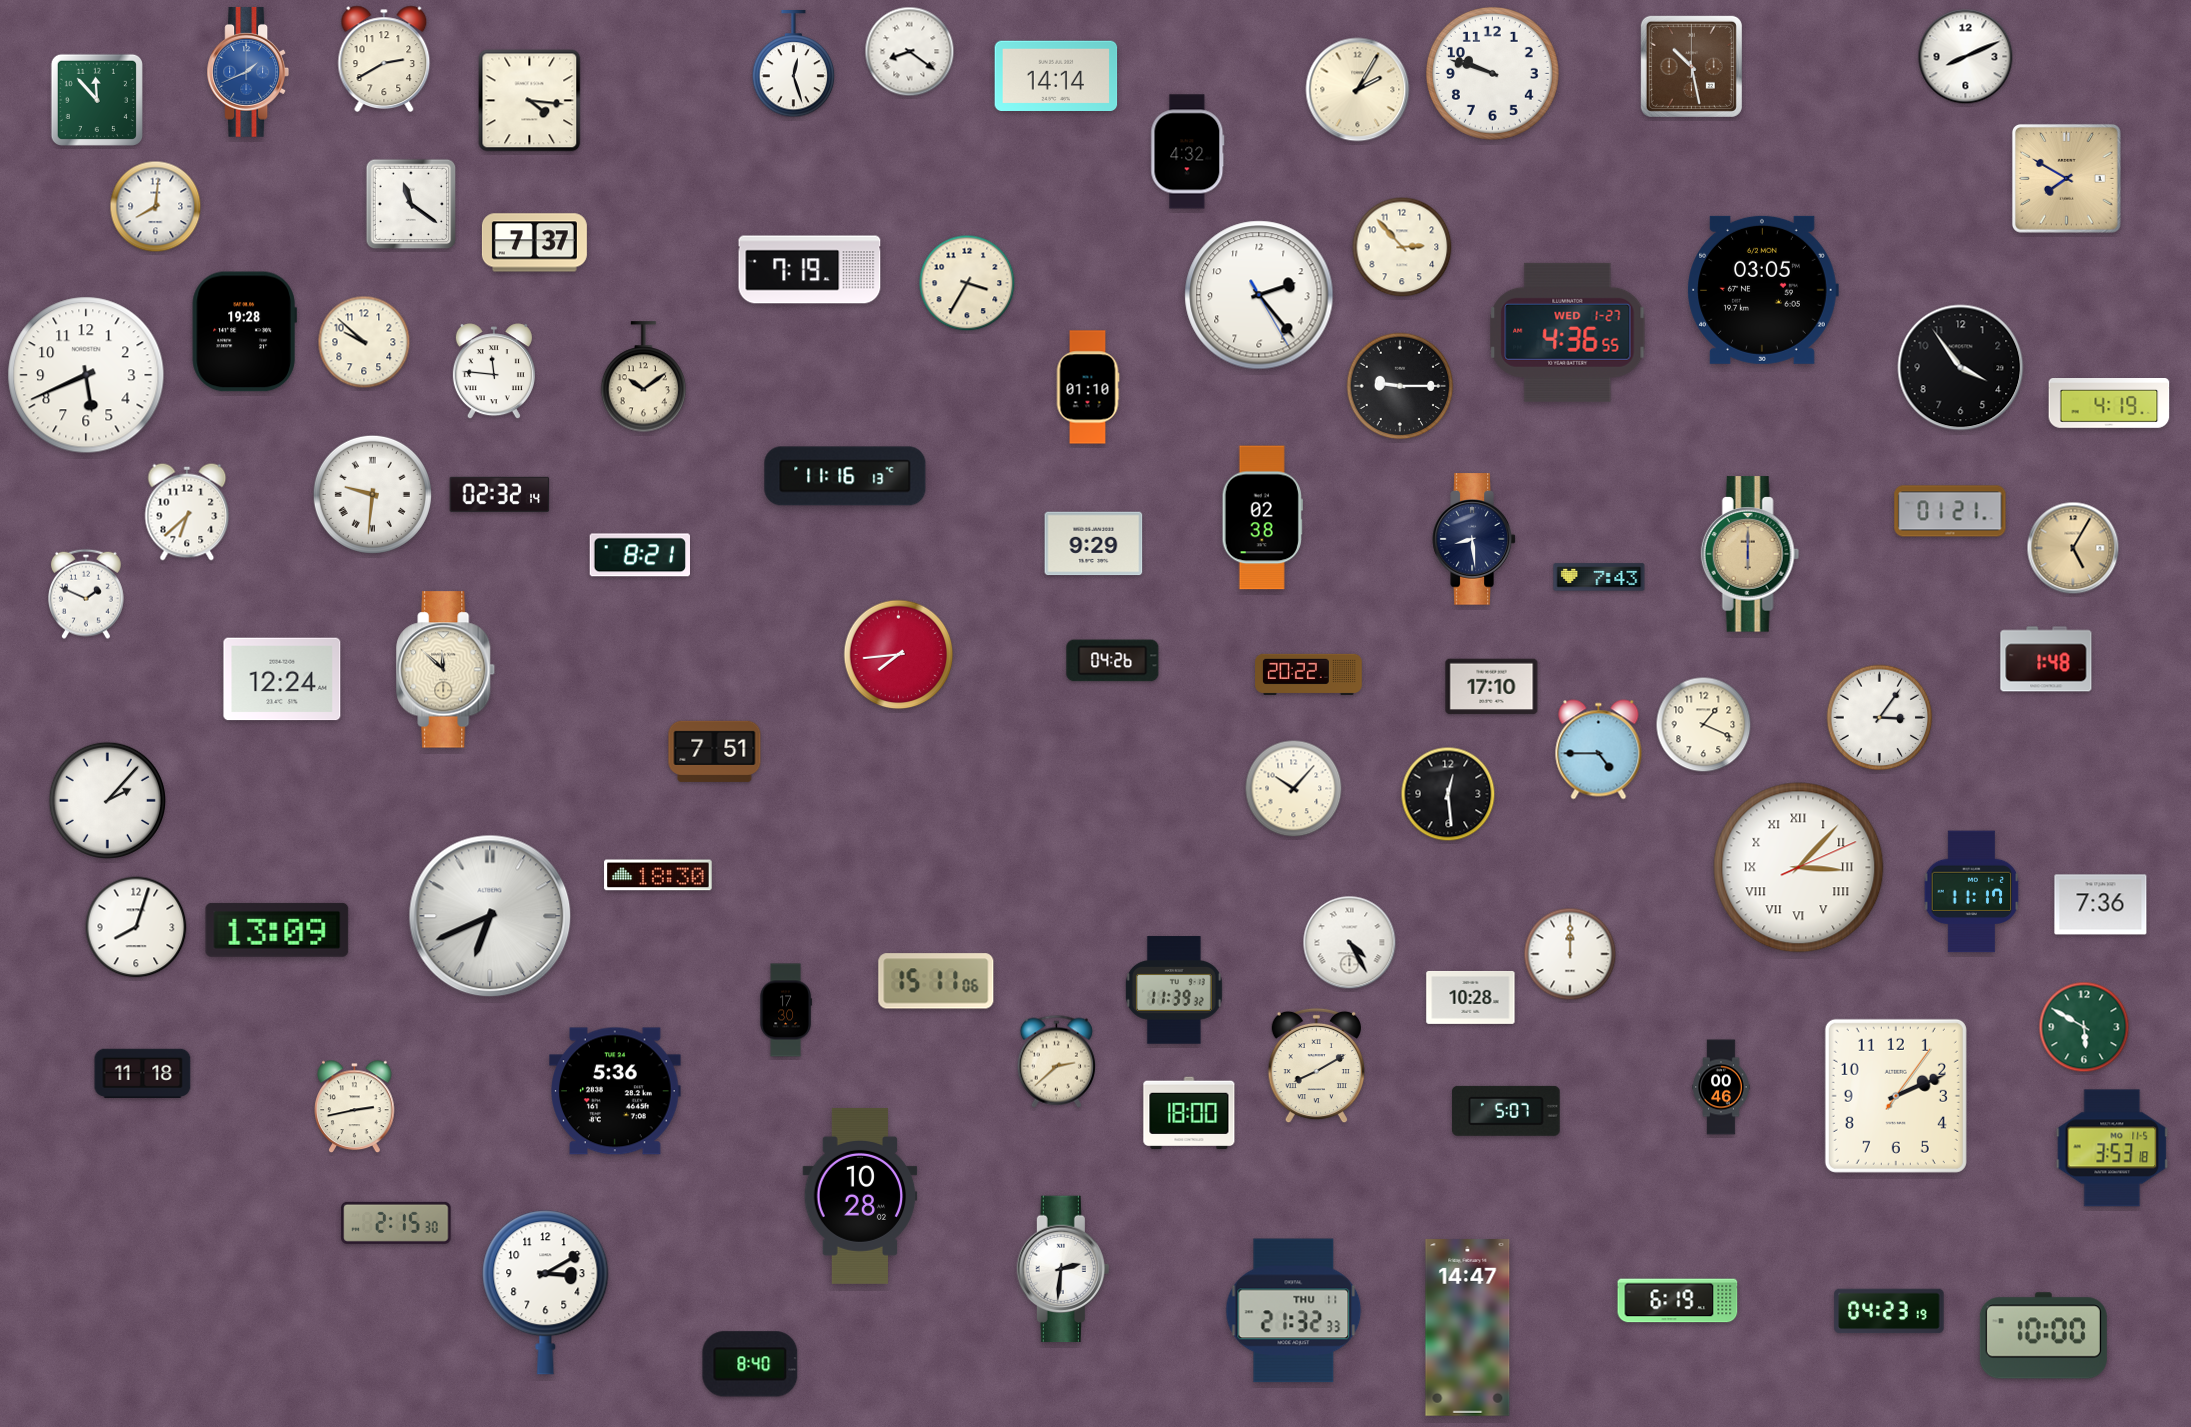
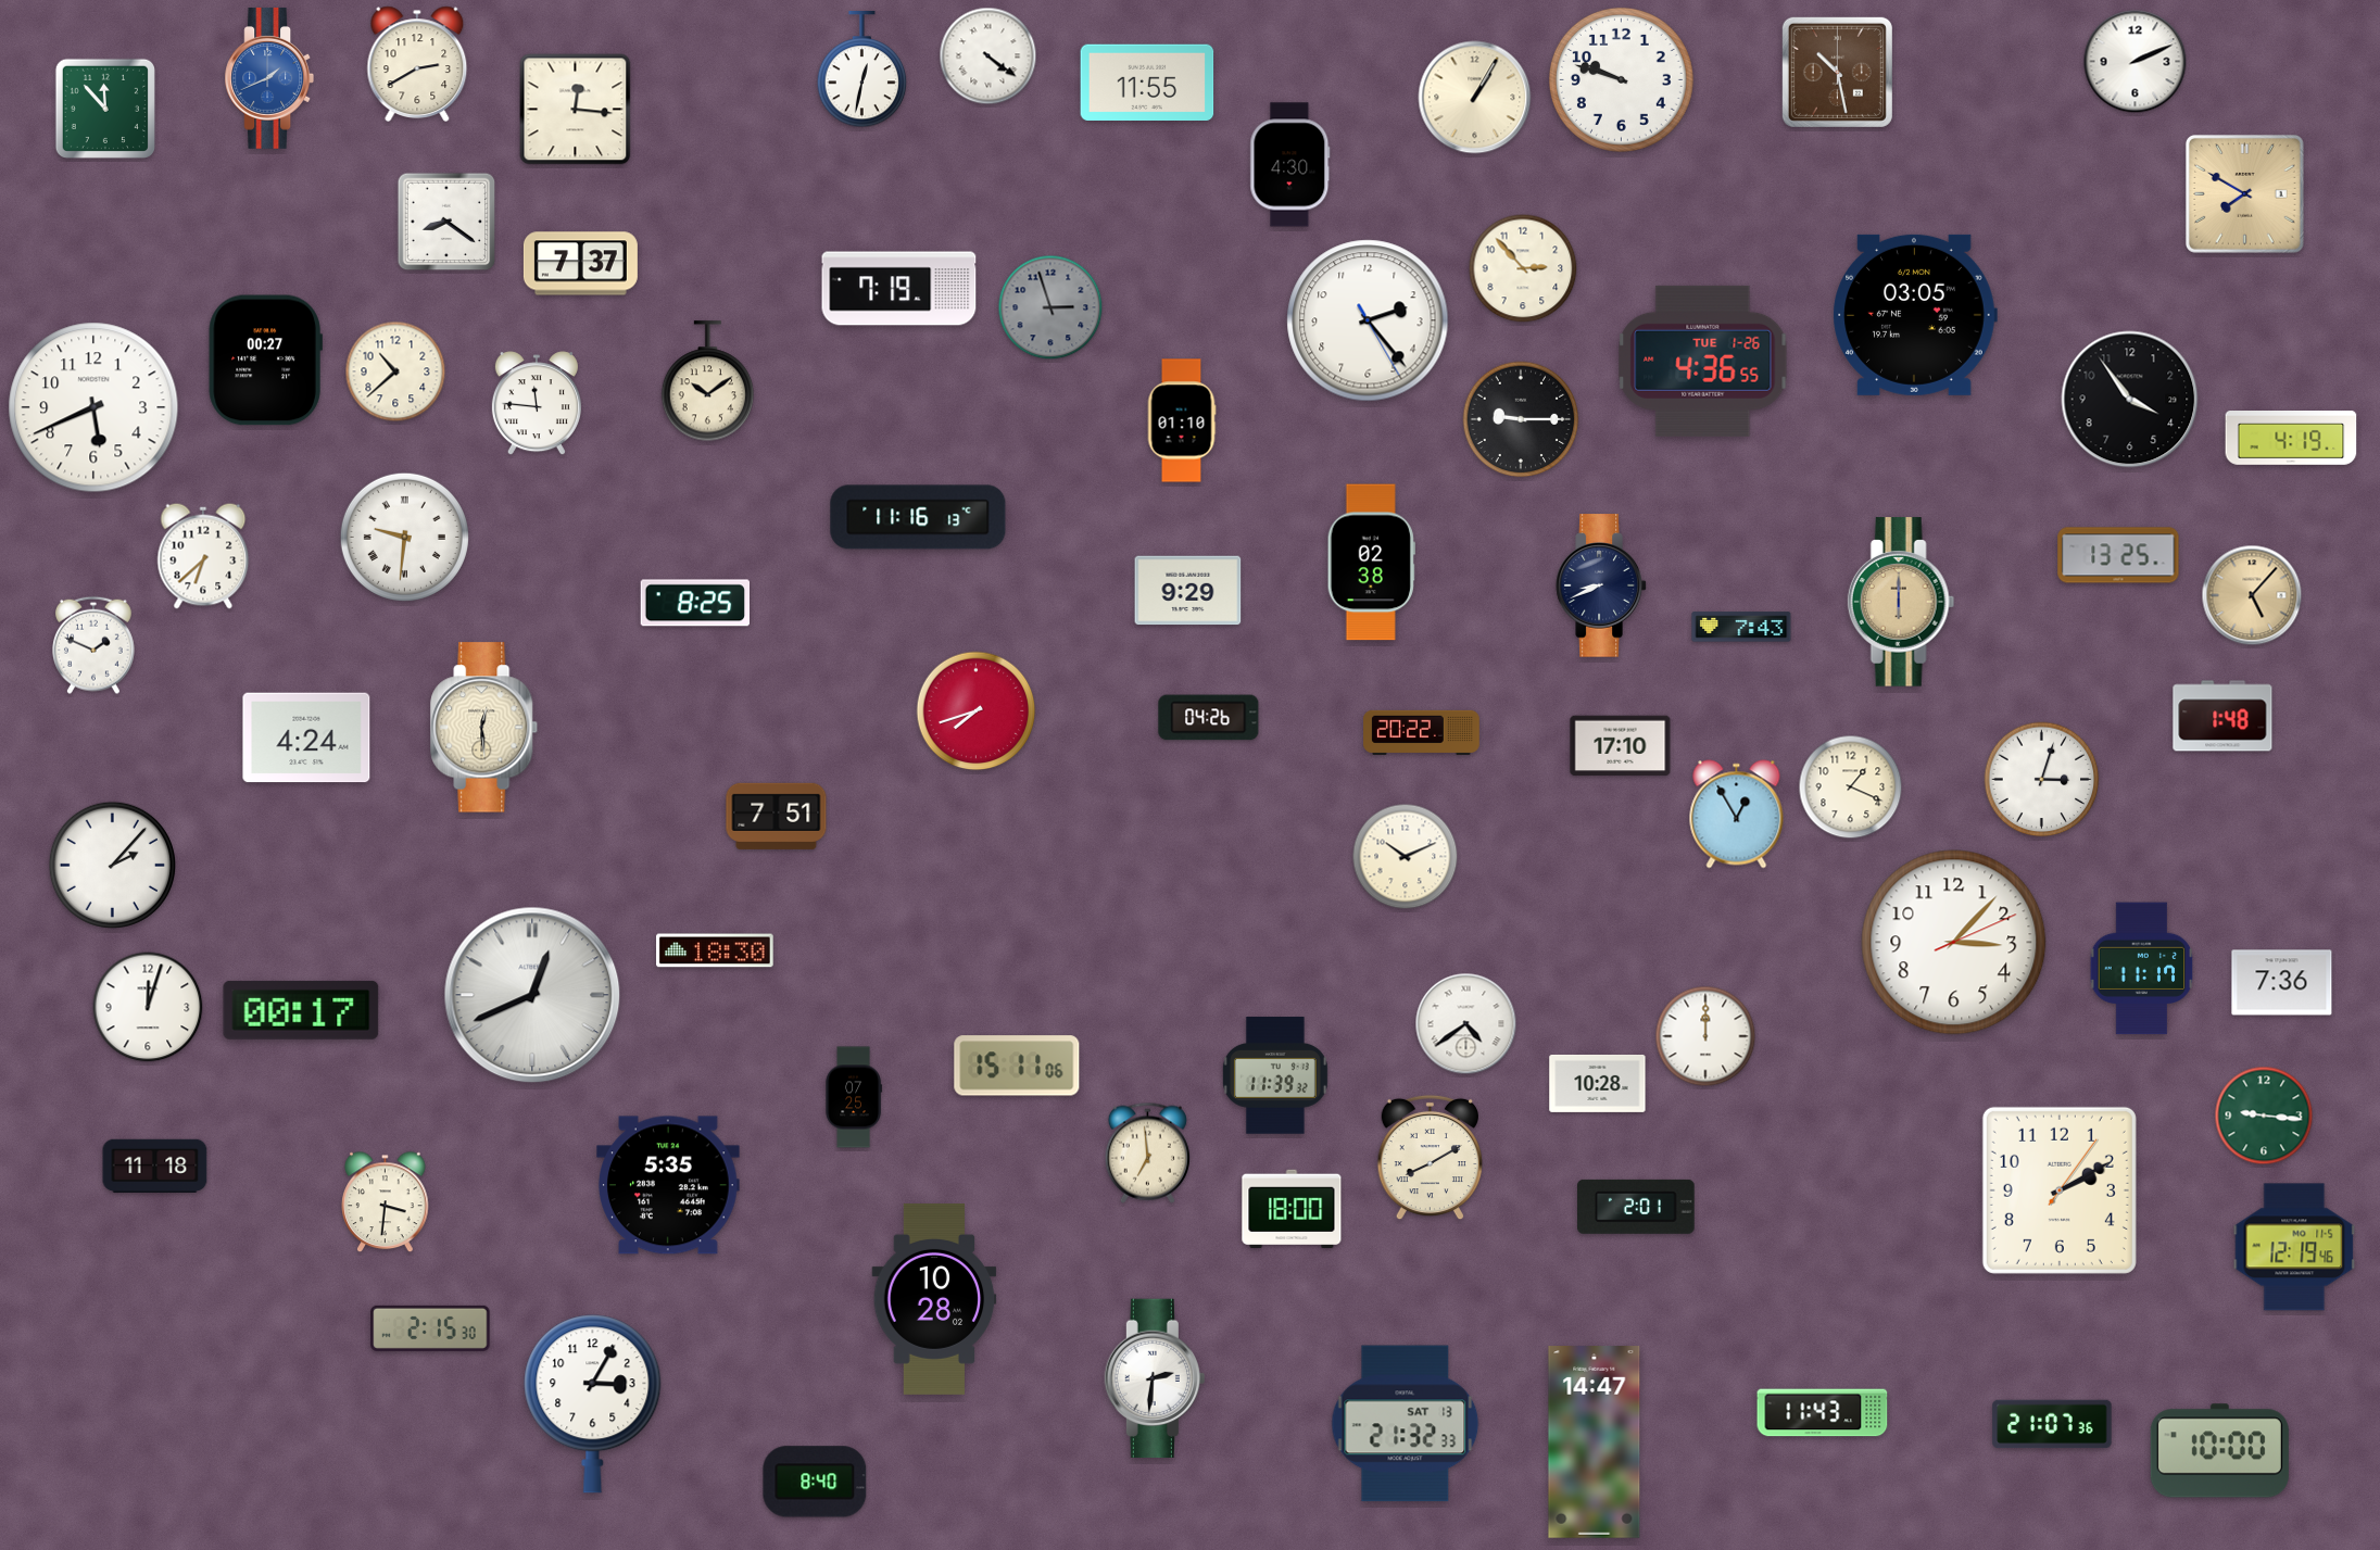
clock at (910, 52): 8:21 -> 4:21
clock at (1966, 57): 8:11 -> 2:11
clock at (794, 65): 12:27 -> 12:32
clock at (1056, 76): 14:14 -> 11:55
clock at (1358, 90): 2:05 -> 1:05
clock at (530, 101): 4:16 -> 12:16
clock at (1188, 152): 4:32 -> 4:30
clock at (411, 204): 11:21 -> 8:21
clock at (156, 207): 8:01 -> none
clock at (810, 270) position: (810, 270) -> (899, 289)
clock at (967, 283): 3:35 -> 2:57
clock at (967, 283) dial: cream -> grey
clock at (244, 332): 19:28 -> 00:27
clock at (1568, 332) date: WED 1-27 -> TUE 1-26
clock at (364, 342): 9:52 -> 10:38
clock at (643, 377) position: (643, 377) -> (707, 381)
clock at (500, 494): 02:32 -> none
clock at (1950, 511): 01:21 -> 13:25
clock at (1474, 539): 8:29 -> 8:41
clock at (2073, 548): 5:05 -> 5:07
clock at (640, 555): 8:21 -> 8:25
clock at (1599, 577) position: (1599, 577) -> (1741, 627)
clock at (899, 655): 7:44 -> 7:42
clock at (446, 670): 11:52 -> 12:29
clock at (282, 679): 12:24 -> 4:24
clock at (1880, 718): 3:06 -> 3:03
clock at (1599, 750): 4:45 -> 12:55
clock at (1294, 789): 10:07 -> 10:11
clock at (1448, 794): 12:29 -> none
clock at (107, 800) position: (107, 800) -> (112, 865)
clock at (1799, 868) numerals: Roman -> Arabic
clock at (490, 916): 6:41 -> 12:41
clock at (136, 927): 8:03 -> 12:03
clock at (277, 930): 13:09 -> 00:17
clock at (1350, 943): 4:25 -> 4:39
clock at (786, 1010): 17:30 -> 07:25
clock at (2084, 1027): 5:50 -> 9:16
clock at (1056, 1061): 2:38 -> 6:59
clock at (1721, 1087): 00:46 -> none
clock at (615, 1091): 5:36 -> 5:35
clock at (1896, 1096): 2:11 -> 2:10
clock at (355, 1107): 2:43 -> 3:31
clock at (1507, 1111): 5:07 -> 2:01
clock at (2112, 1148): 3:53 -> 12:19
clock at (546, 1293): 3:10 -> 3:05
clock at (1678, 1301): 6:19 -> 11:43
clock at (1294, 1311) date: THU 11 -> SAT 13
clock at (1889, 1311): 04:23 -> 21:07
